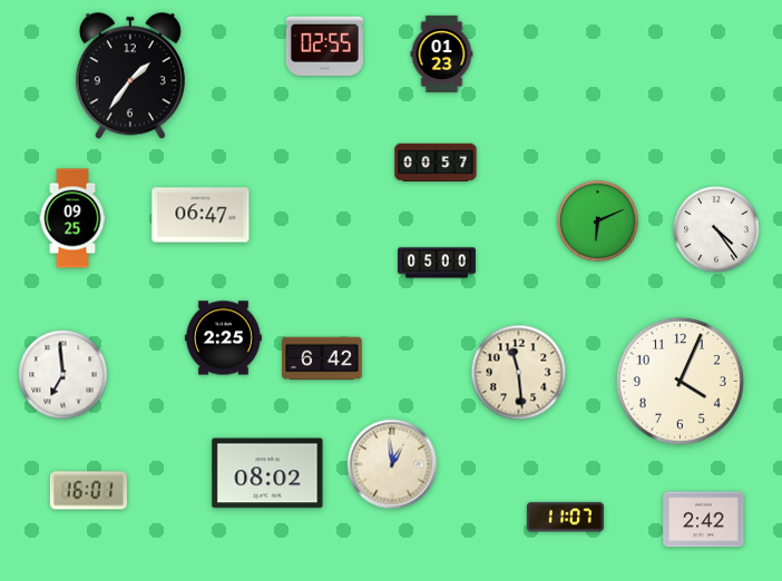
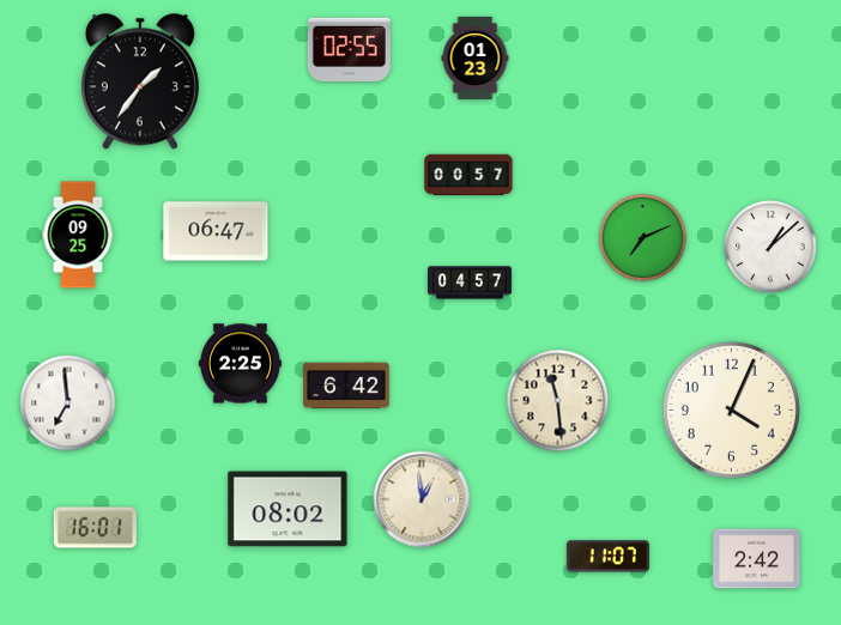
clock at (597, 220): 6:11 -> 7:11
clock at (716, 229): 4:24 -> 1:08
clock at (438, 263): 05:00 -> 04:57
